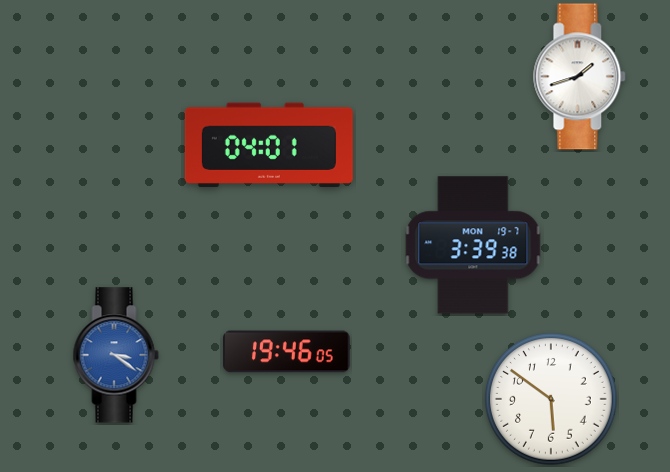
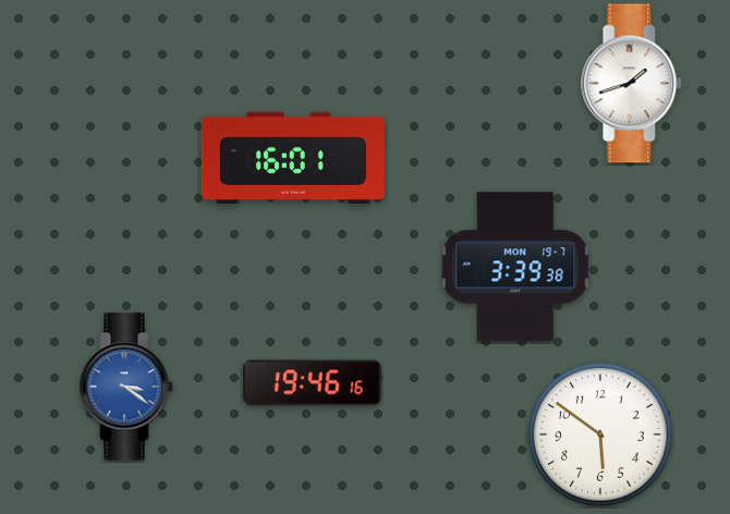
clock at (269, 145): 04:01 -> 16:01
clock at (287, 352): 19:46:05 -> 19:46:16
